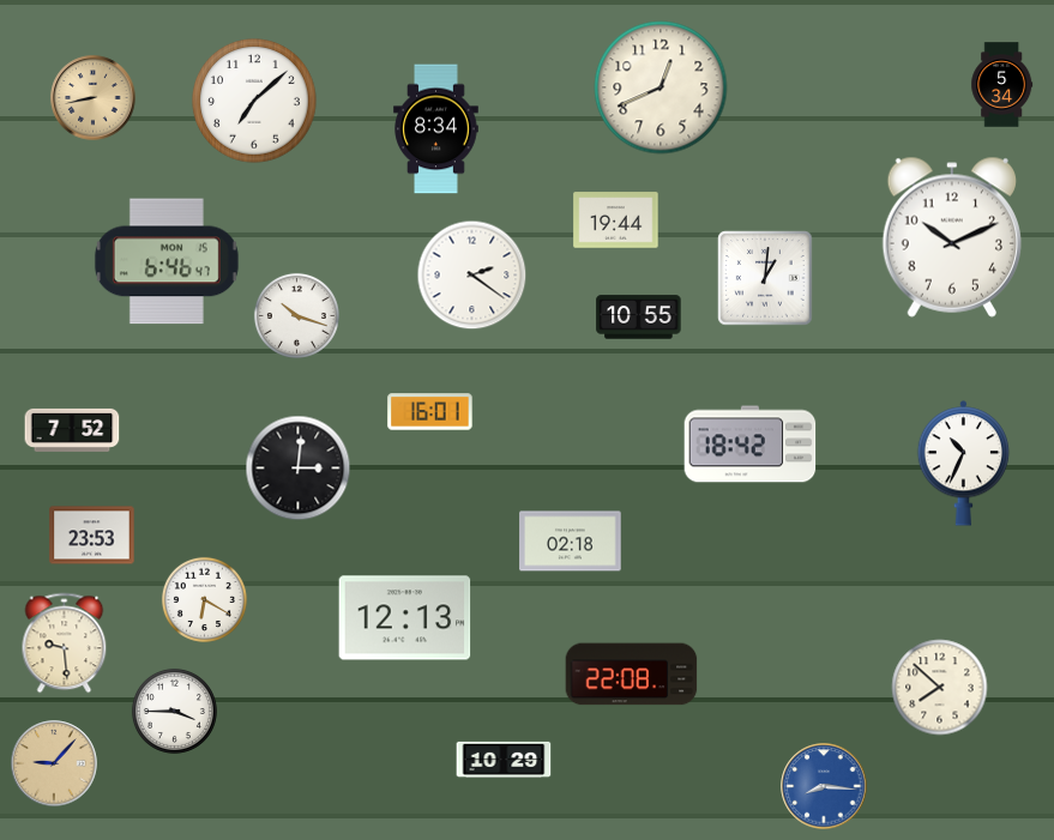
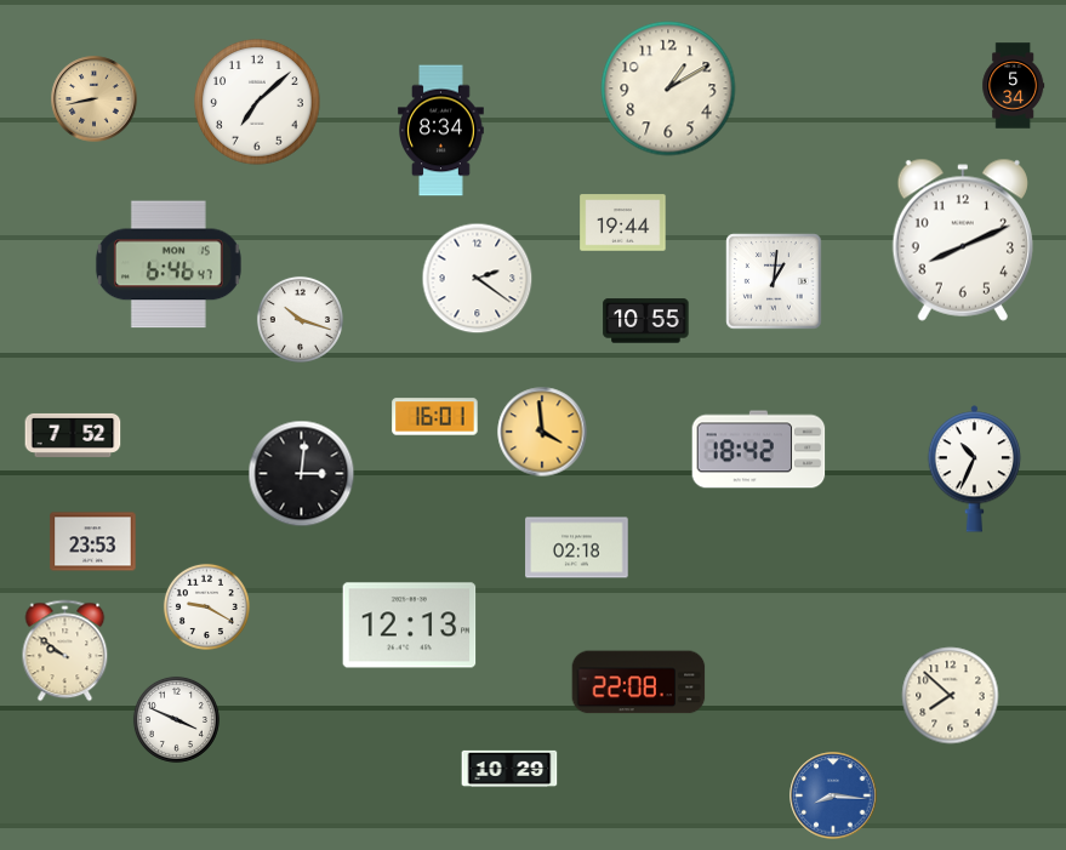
clock at (661, 87): 12:41 -> 1:10
clock at (951, 237): 10:11 -> 8:11
clock at (542, 432): none -> 3:59
clock at (204, 599): 6:20 -> 9:20
clock at (65, 643): 9:29 -> 9:51
clock at (174, 711): 3:45 -> 3:49
clock at (54, 763): 9:07 -> none
